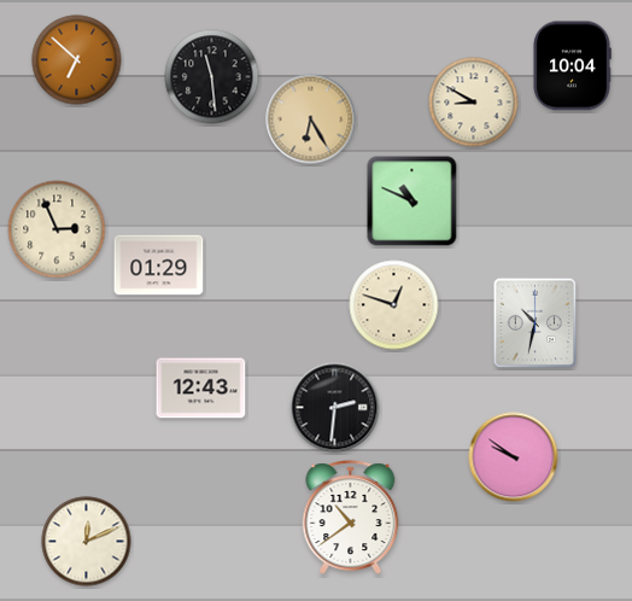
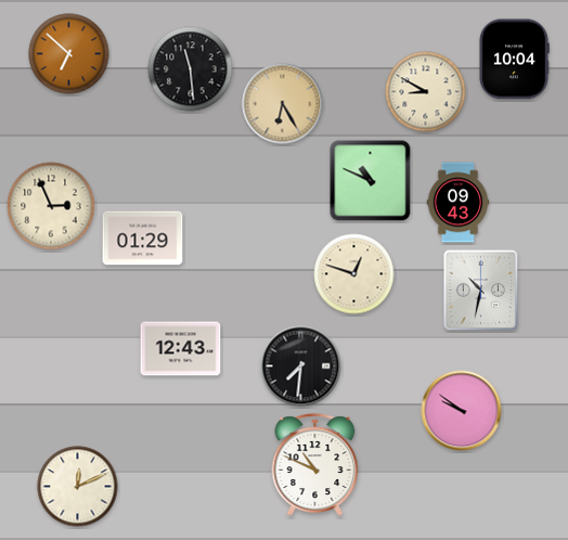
clock at (311, 119) position: (311, 119) -> (283, 104)
clock at (459, 203): none -> 09:43
clock at (335, 408): 2:31 -> 7:31
clock at (351, 518): 10:39 -> 10:49
